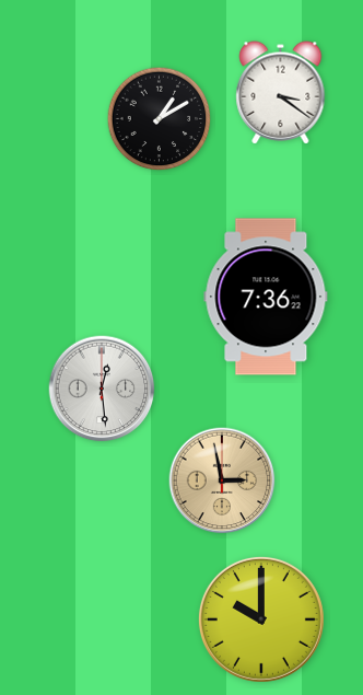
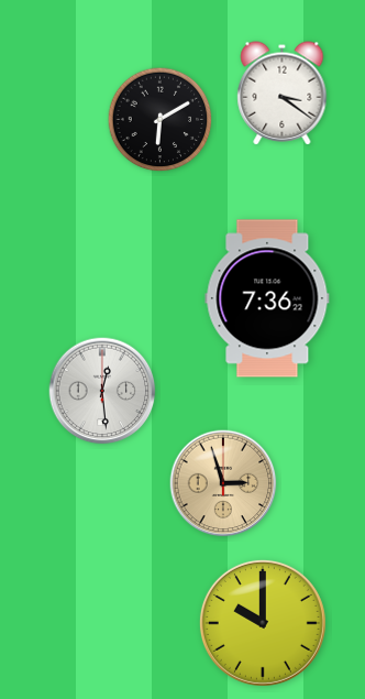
clock at (160, 119): 1:10 -> 6:10
clock at (222, 480): 2:58 -> 2:57
